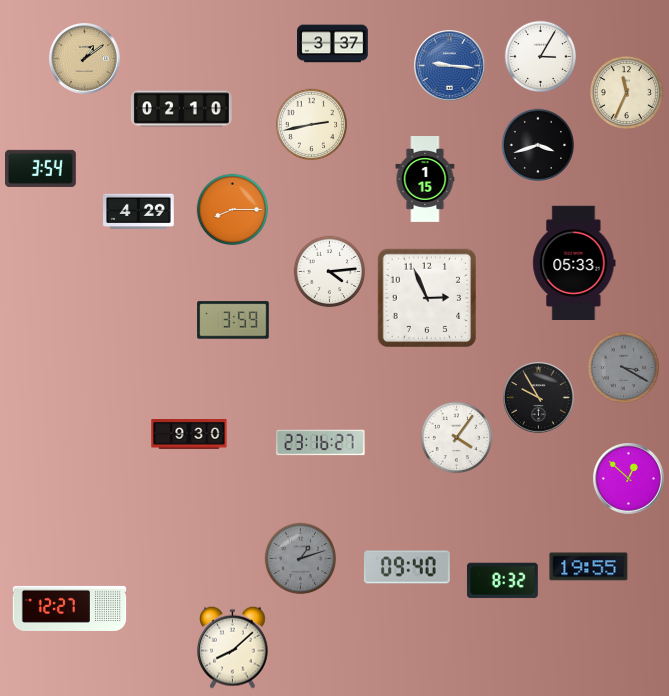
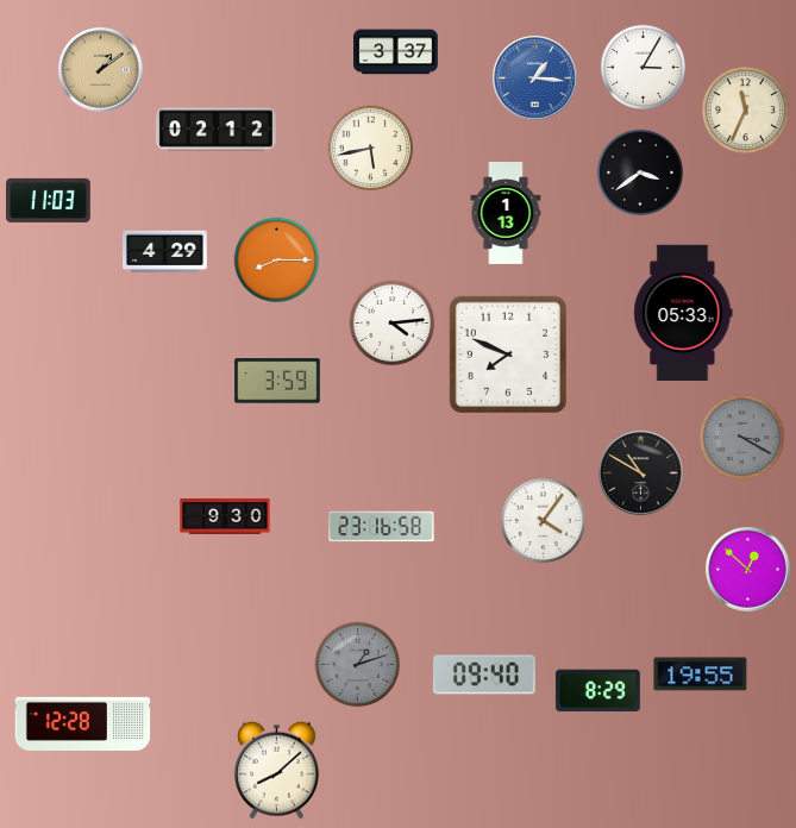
clock at (450, 66): 9:16 -> 1:16
clock at (181, 109): 02:10 -> 02:12
clock at (312, 125): 2:43 -> 5:43
clock at (537, 144): 3:42 -> 3:39
clock at (41, 168): 3:54 -> 11:03
clock at (425, 180): 1:15 -> 1:13
clock at (233, 210) position: (233, 210) -> (277, 261)
clock at (426, 297): 2:56 -> 7:49
clock at (539, 398): 9:55 -> 10:50
clock at (321, 443): 23:16:27 -> 23:16:58
clock at (502, 581): 8:32 -> 8:29
clock at (70, 608): 12:27 -> 12:28
